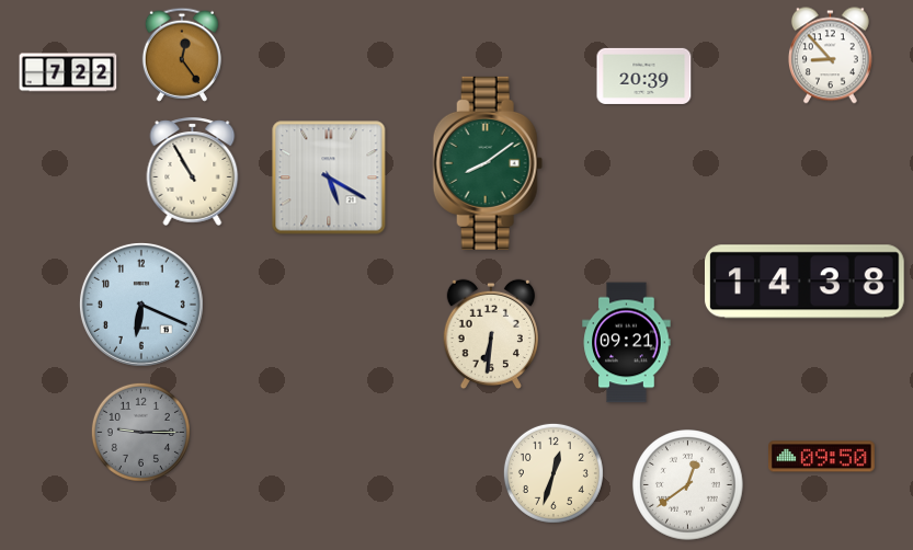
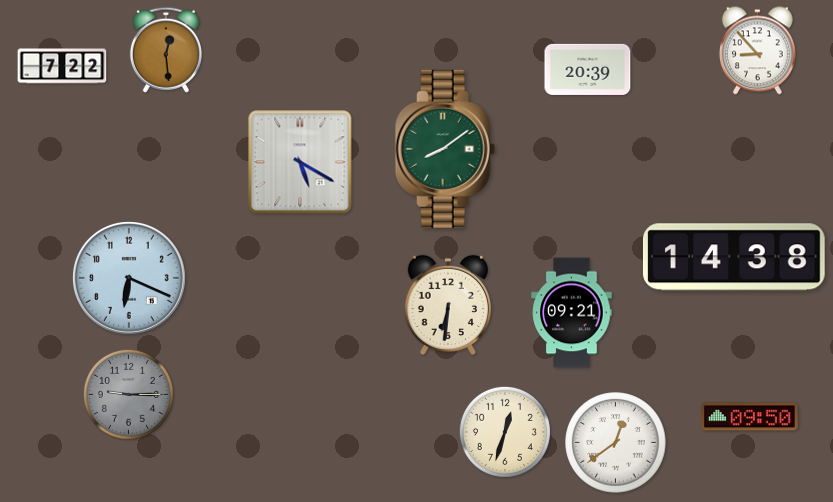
clock at (182, 55): 12:24 -> 12:29
clock at (193, 171): 10:55 -> none
clock at (688, 485) position: (688, 485) -> (616, 443)
